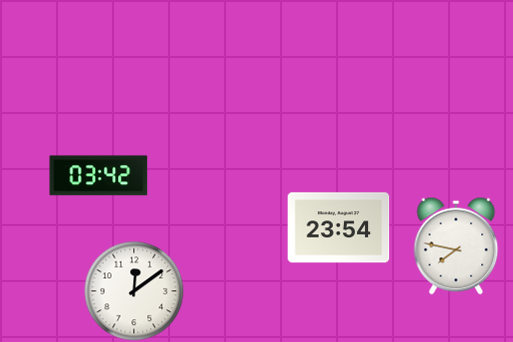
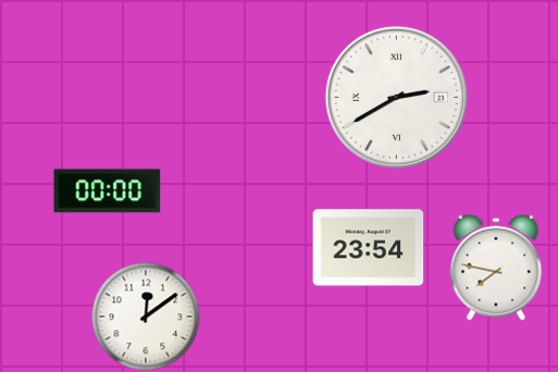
clock at (396, 97): none -> 2:40
clock at (99, 176): 03:42 -> 00:00
